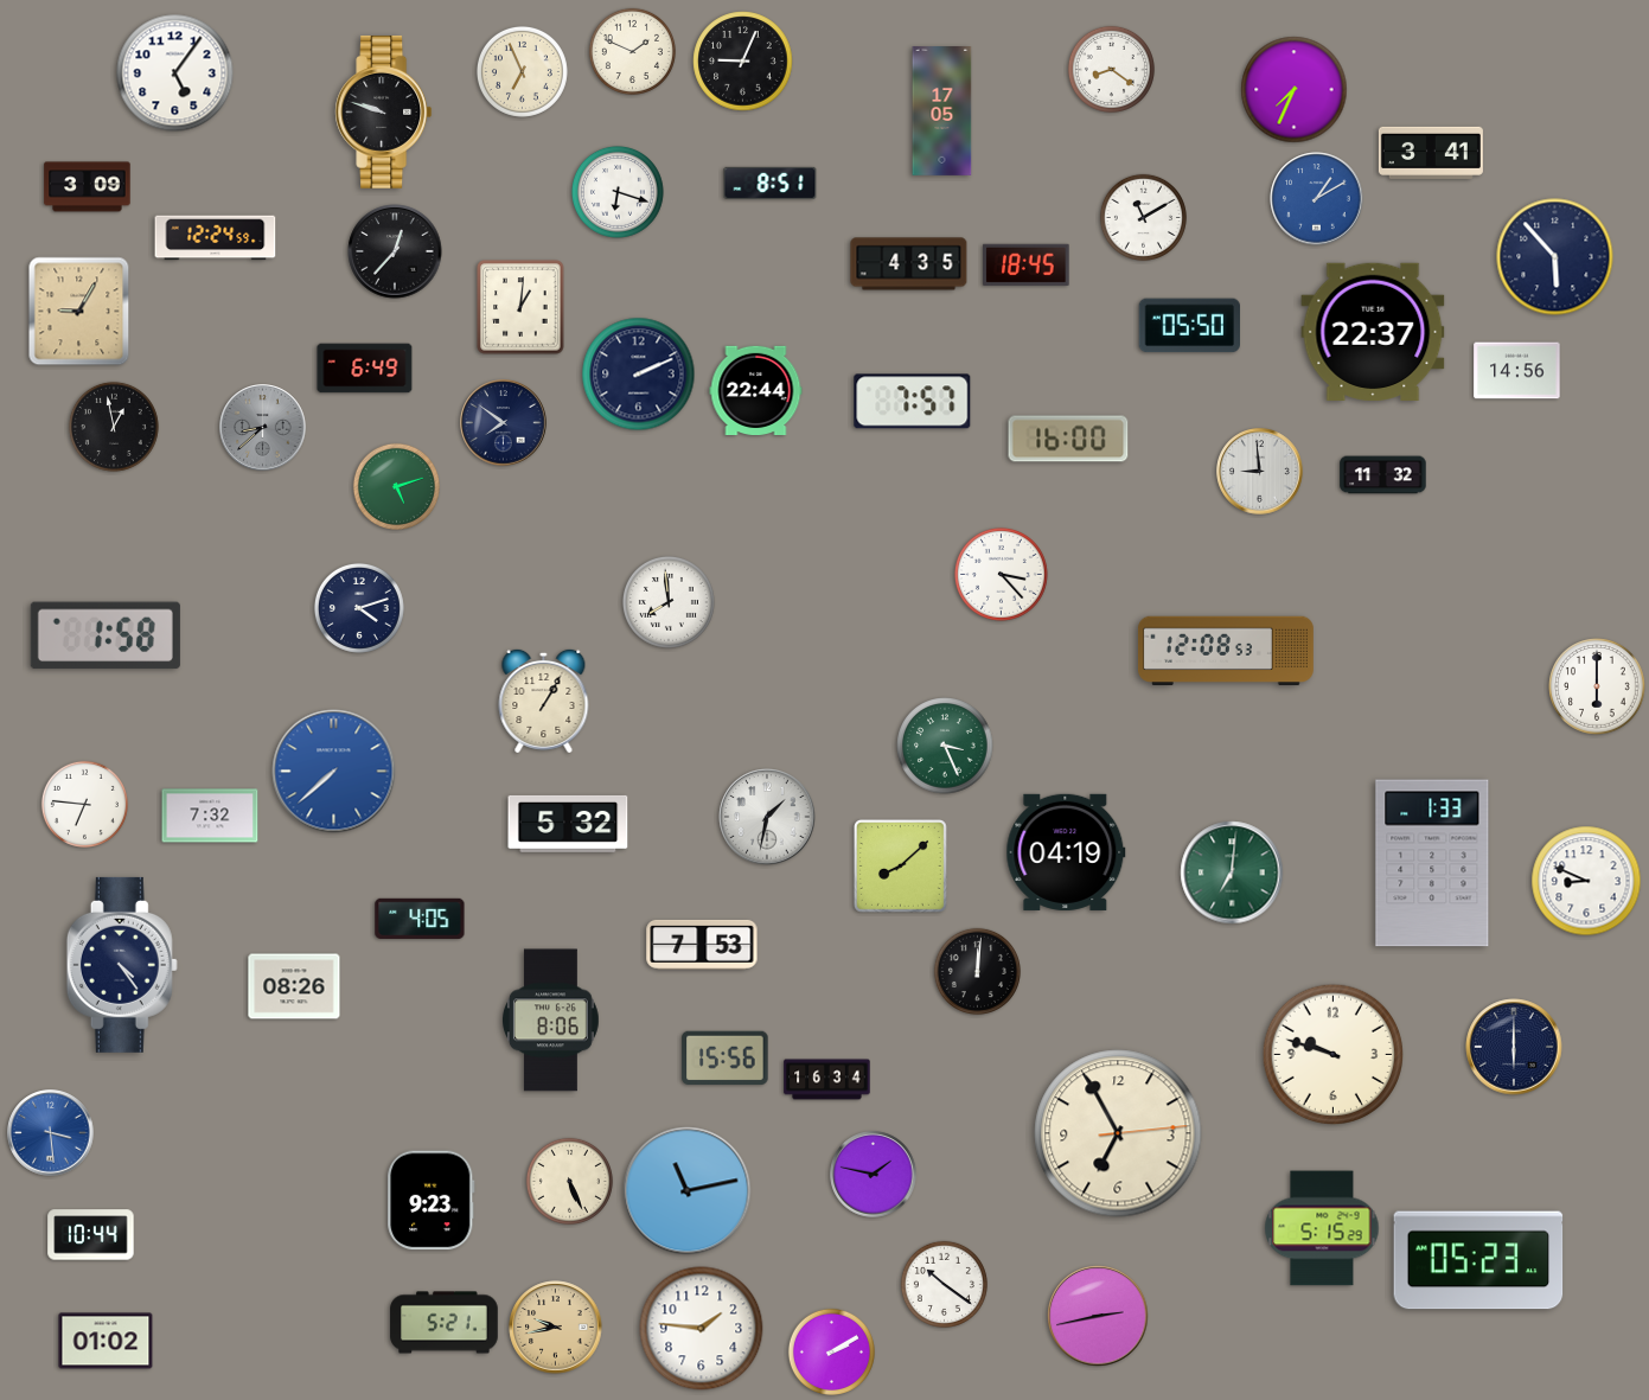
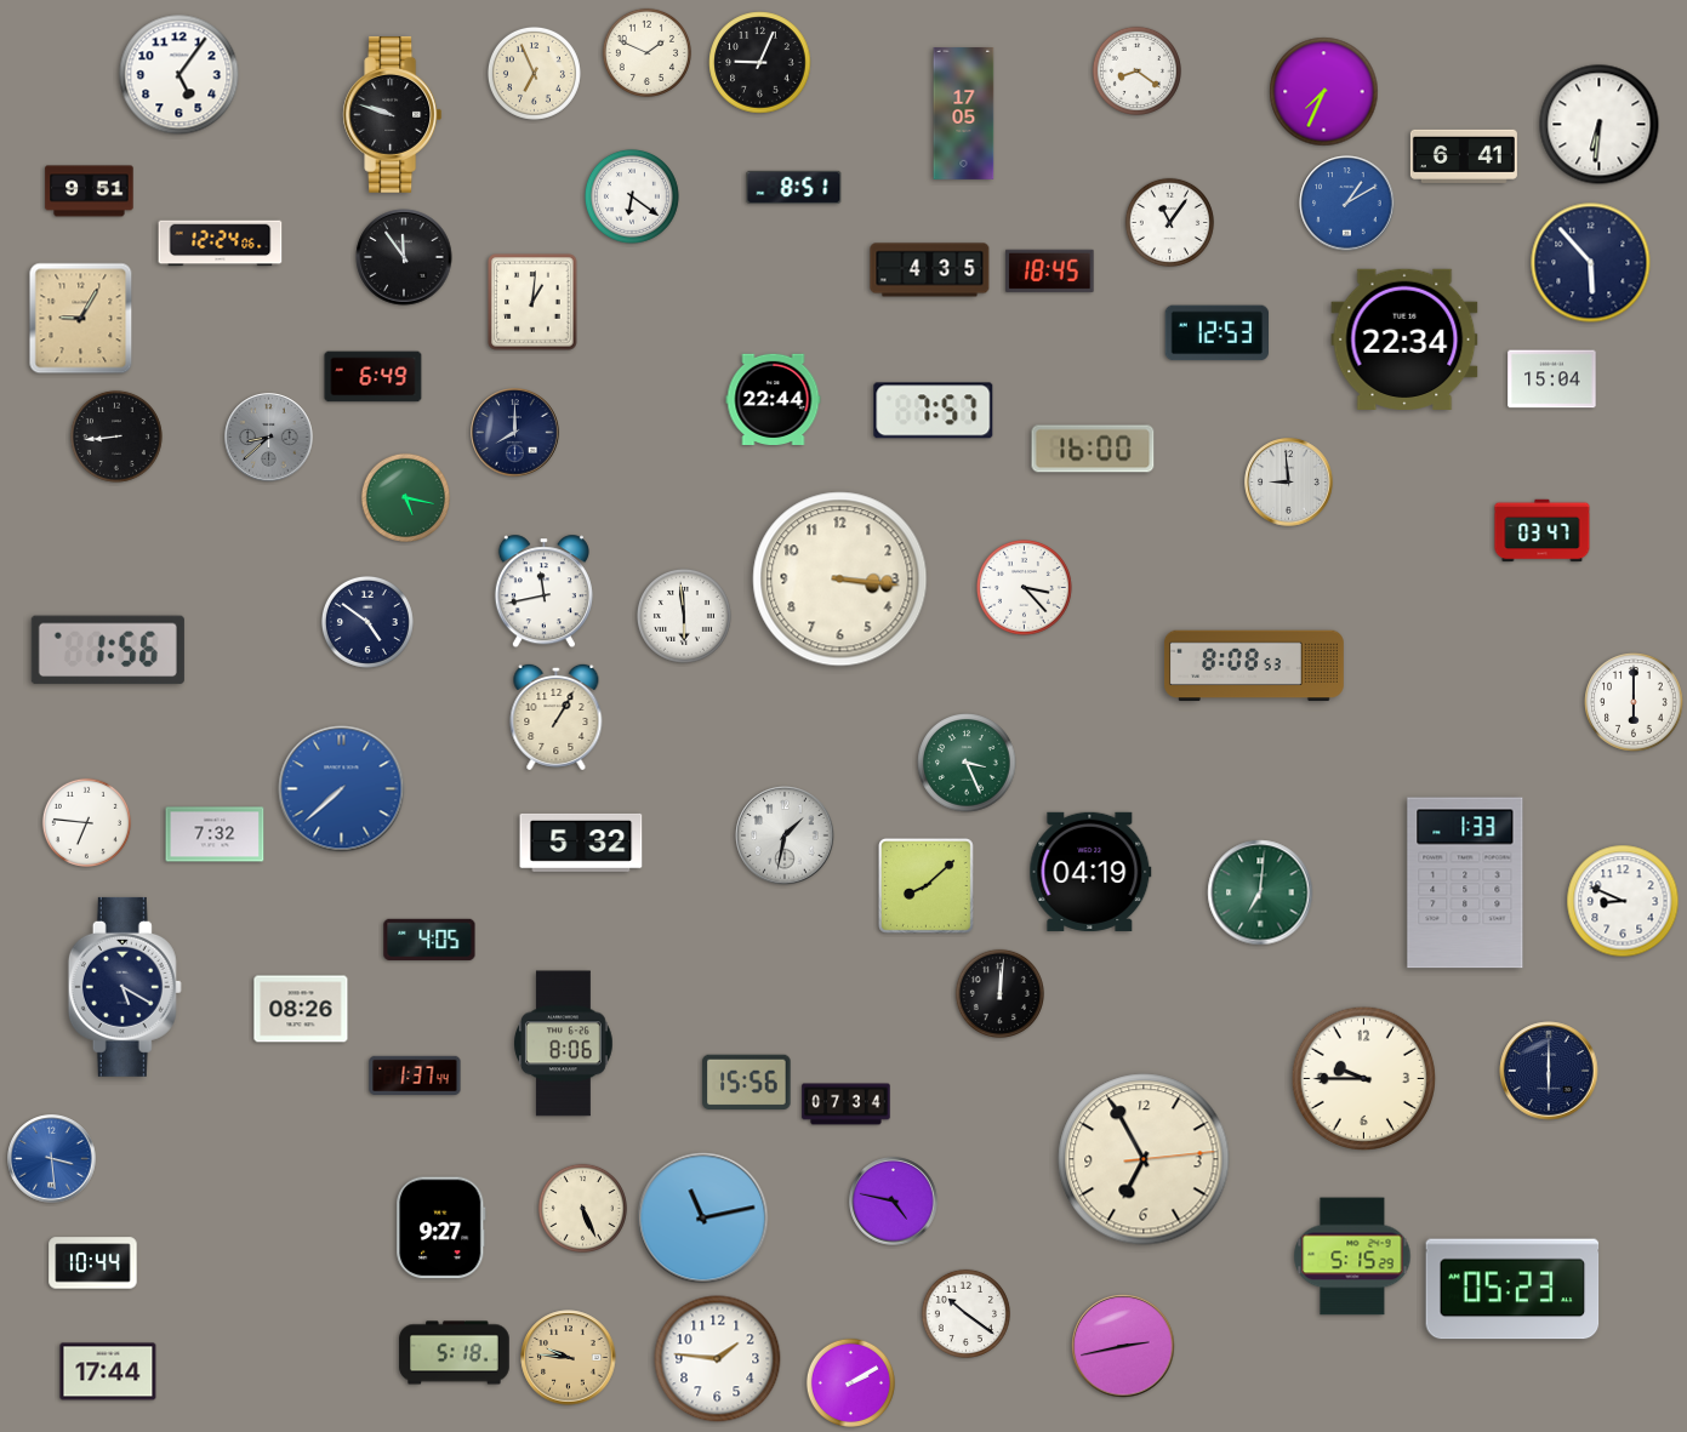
clock at (1600, 125): none -> 6:31
clock at (1431, 153): 3:41 -> 6:41
clock at (771, 183) position: (771, 183) -> (794, 187)
clock at (88, 187): 3:09 -> 9:51
clock at (618, 192): 6:18 -> 6:21
clock at (1143, 217): 11:10 -> 11:06
clock at (216, 238): 12:24:59 -> 12:24:06
clock at (395, 251): 12:37 -> 11:54
clock at (520, 307) position: (520, 307) -> (532, 302)
clock at (1189, 326): 05:50 -> 12:53
clock at (1373, 331): 22:37 -> 22:34
clock at (1517, 371): 14:56 -> 15:04
clock at (639, 375): 2:11 -> none
clock at (504, 423): 7:51 -> 8:00
clock at (114, 427): 12:58 -> 8:44
clock at (1383, 475): 11:32 -> none
clock at (396, 486): 5:12 -> 5:17
clock at (1543, 531): none -> 03:47
clock at (840, 580): none -> 3:16
clock at (543, 592): none -> 11:43
clock at (669, 602): 7:59 -> 5:59
clock at (359, 608): 4:12 -> 4:51
clock at (106, 635): 1:58 -> 1:56
clock at (1226, 651): 12:08 -> 8:08
clock at (900, 865) position: (900, 865) -> (925, 885)
clock at (702, 945): 7:53 -> none
clock at (122, 965): 4:24 -> 5:20
clock at (415, 1074): none -> 1:37
clock at (1332, 1054): 9:48 -> 9:45
clock at (726, 1057) position: (726, 1057) -> (747, 1082)
clock at (827, 1080): 16:34 -> 07:34
clock at (874, 1175): 1:47 -> 4:47
clock at (432, 1201): 9:23 -> 9:27
clock at (445, 1323): 5:21 -> 5:18
clock at (556, 1328): 9:43 -> 9:46
clock at (106, 1341): 01:02 -> 17:44
